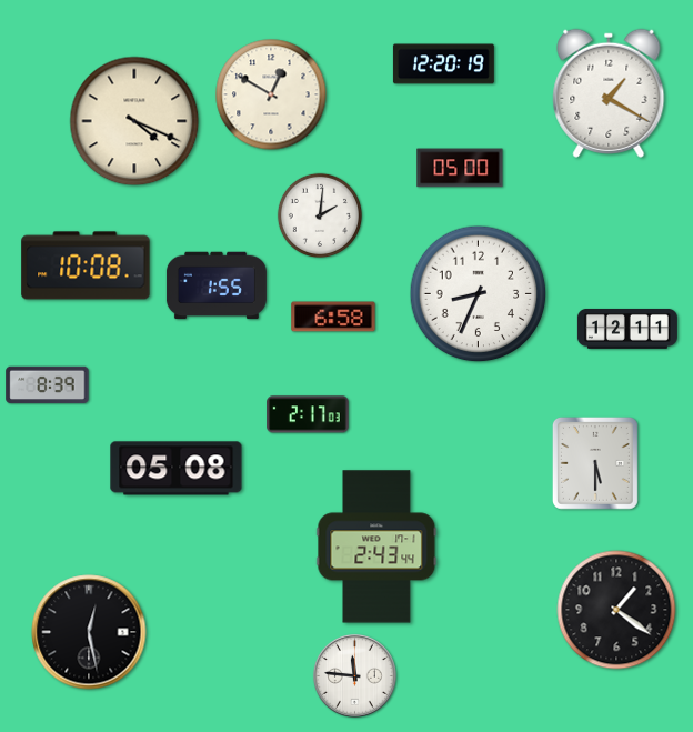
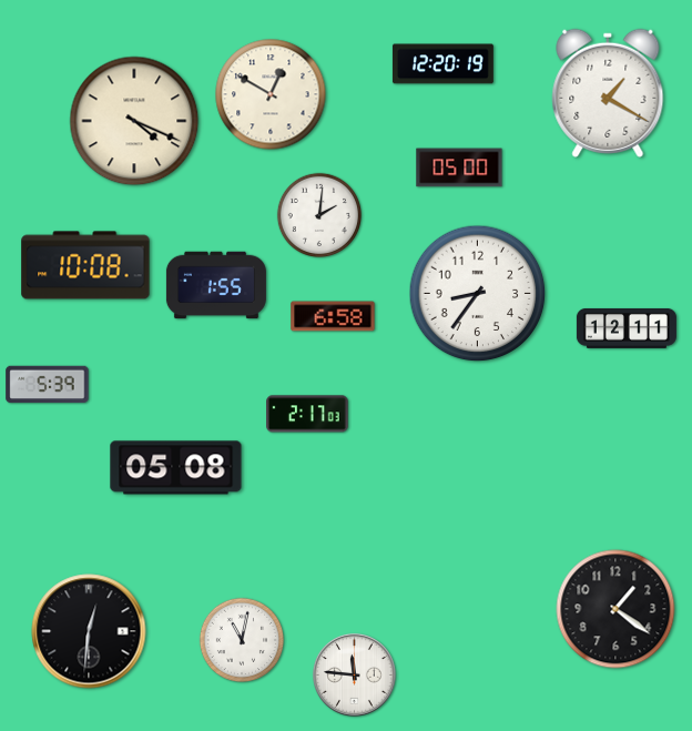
clock at (479, 294): 8:34 -> 8:36
clock at (48, 385): 8:39 -> 5:39
clock at (595, 463): 5:30 -> none
clock at (376, 547): 2:43 -> none
clock at (89, 632): 12:28 -> 12:31
clock at (241, 639): none -> 11:02
